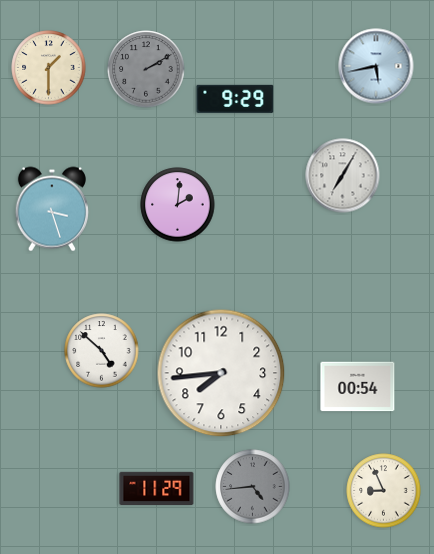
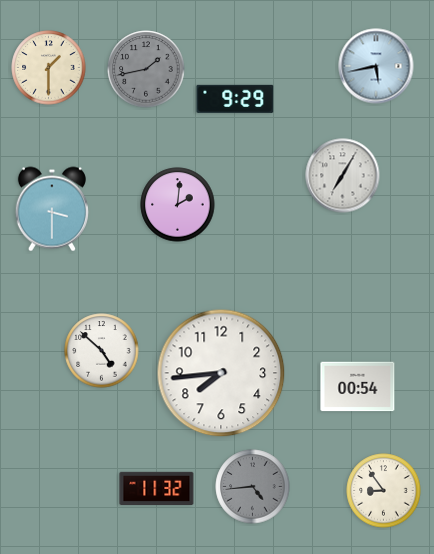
clock at (146, 69): 2:10 -> 1:43
clock at (52, 209): 3:27 -> 3:30
clock at (157, 488): 11:29 -> 11:32
clock at (384, 491): 8:56 -> 8:54
